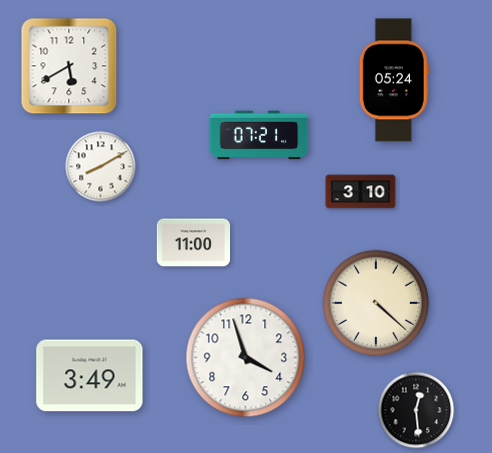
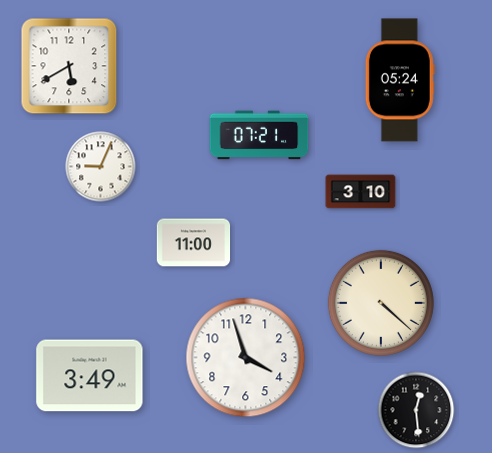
clock at (394, 80) position: (394, 80) -> (400, 80)
clock at (101, 167): 8:10 -> 9:04
clock at (376, 303) position: (376, 303) -> (381, 303)
